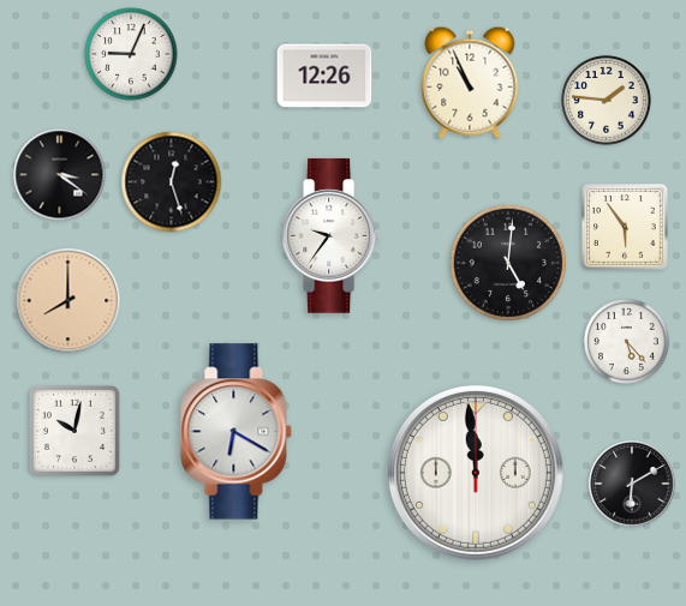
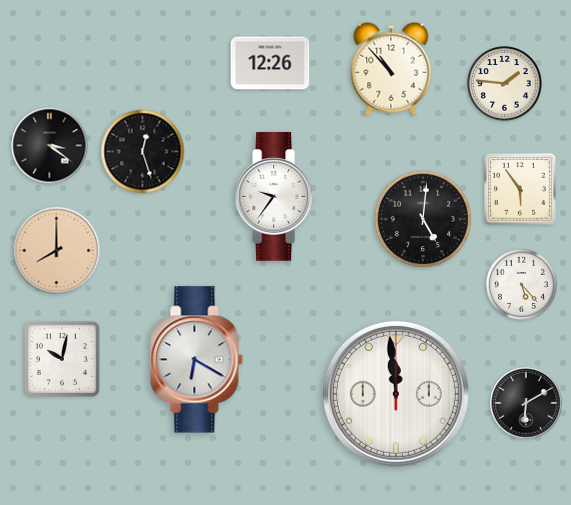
clock at (131, 54): 9:04 -> none
clock at (470, 83): 10:56 -> 10:53
